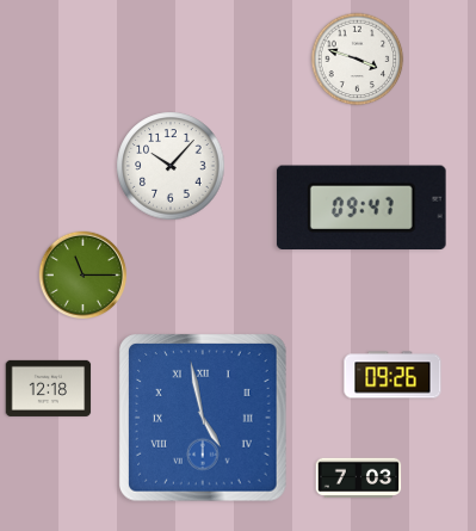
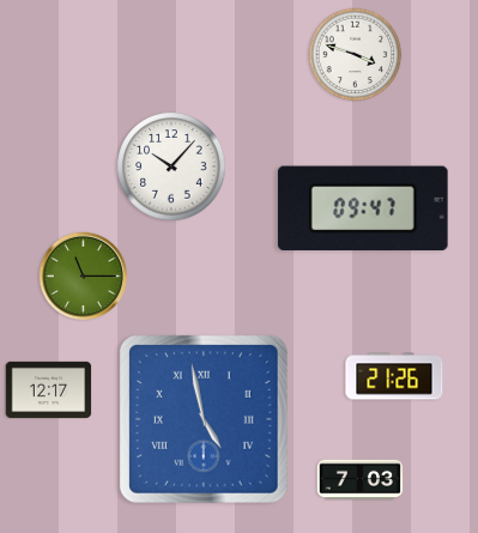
clock at (358, 60) position: (358, 60) -> (356, 55)
clock at (392, 375): 09:26 -> 21:26
clock at (49, 388): 12:18 -> 12:17
